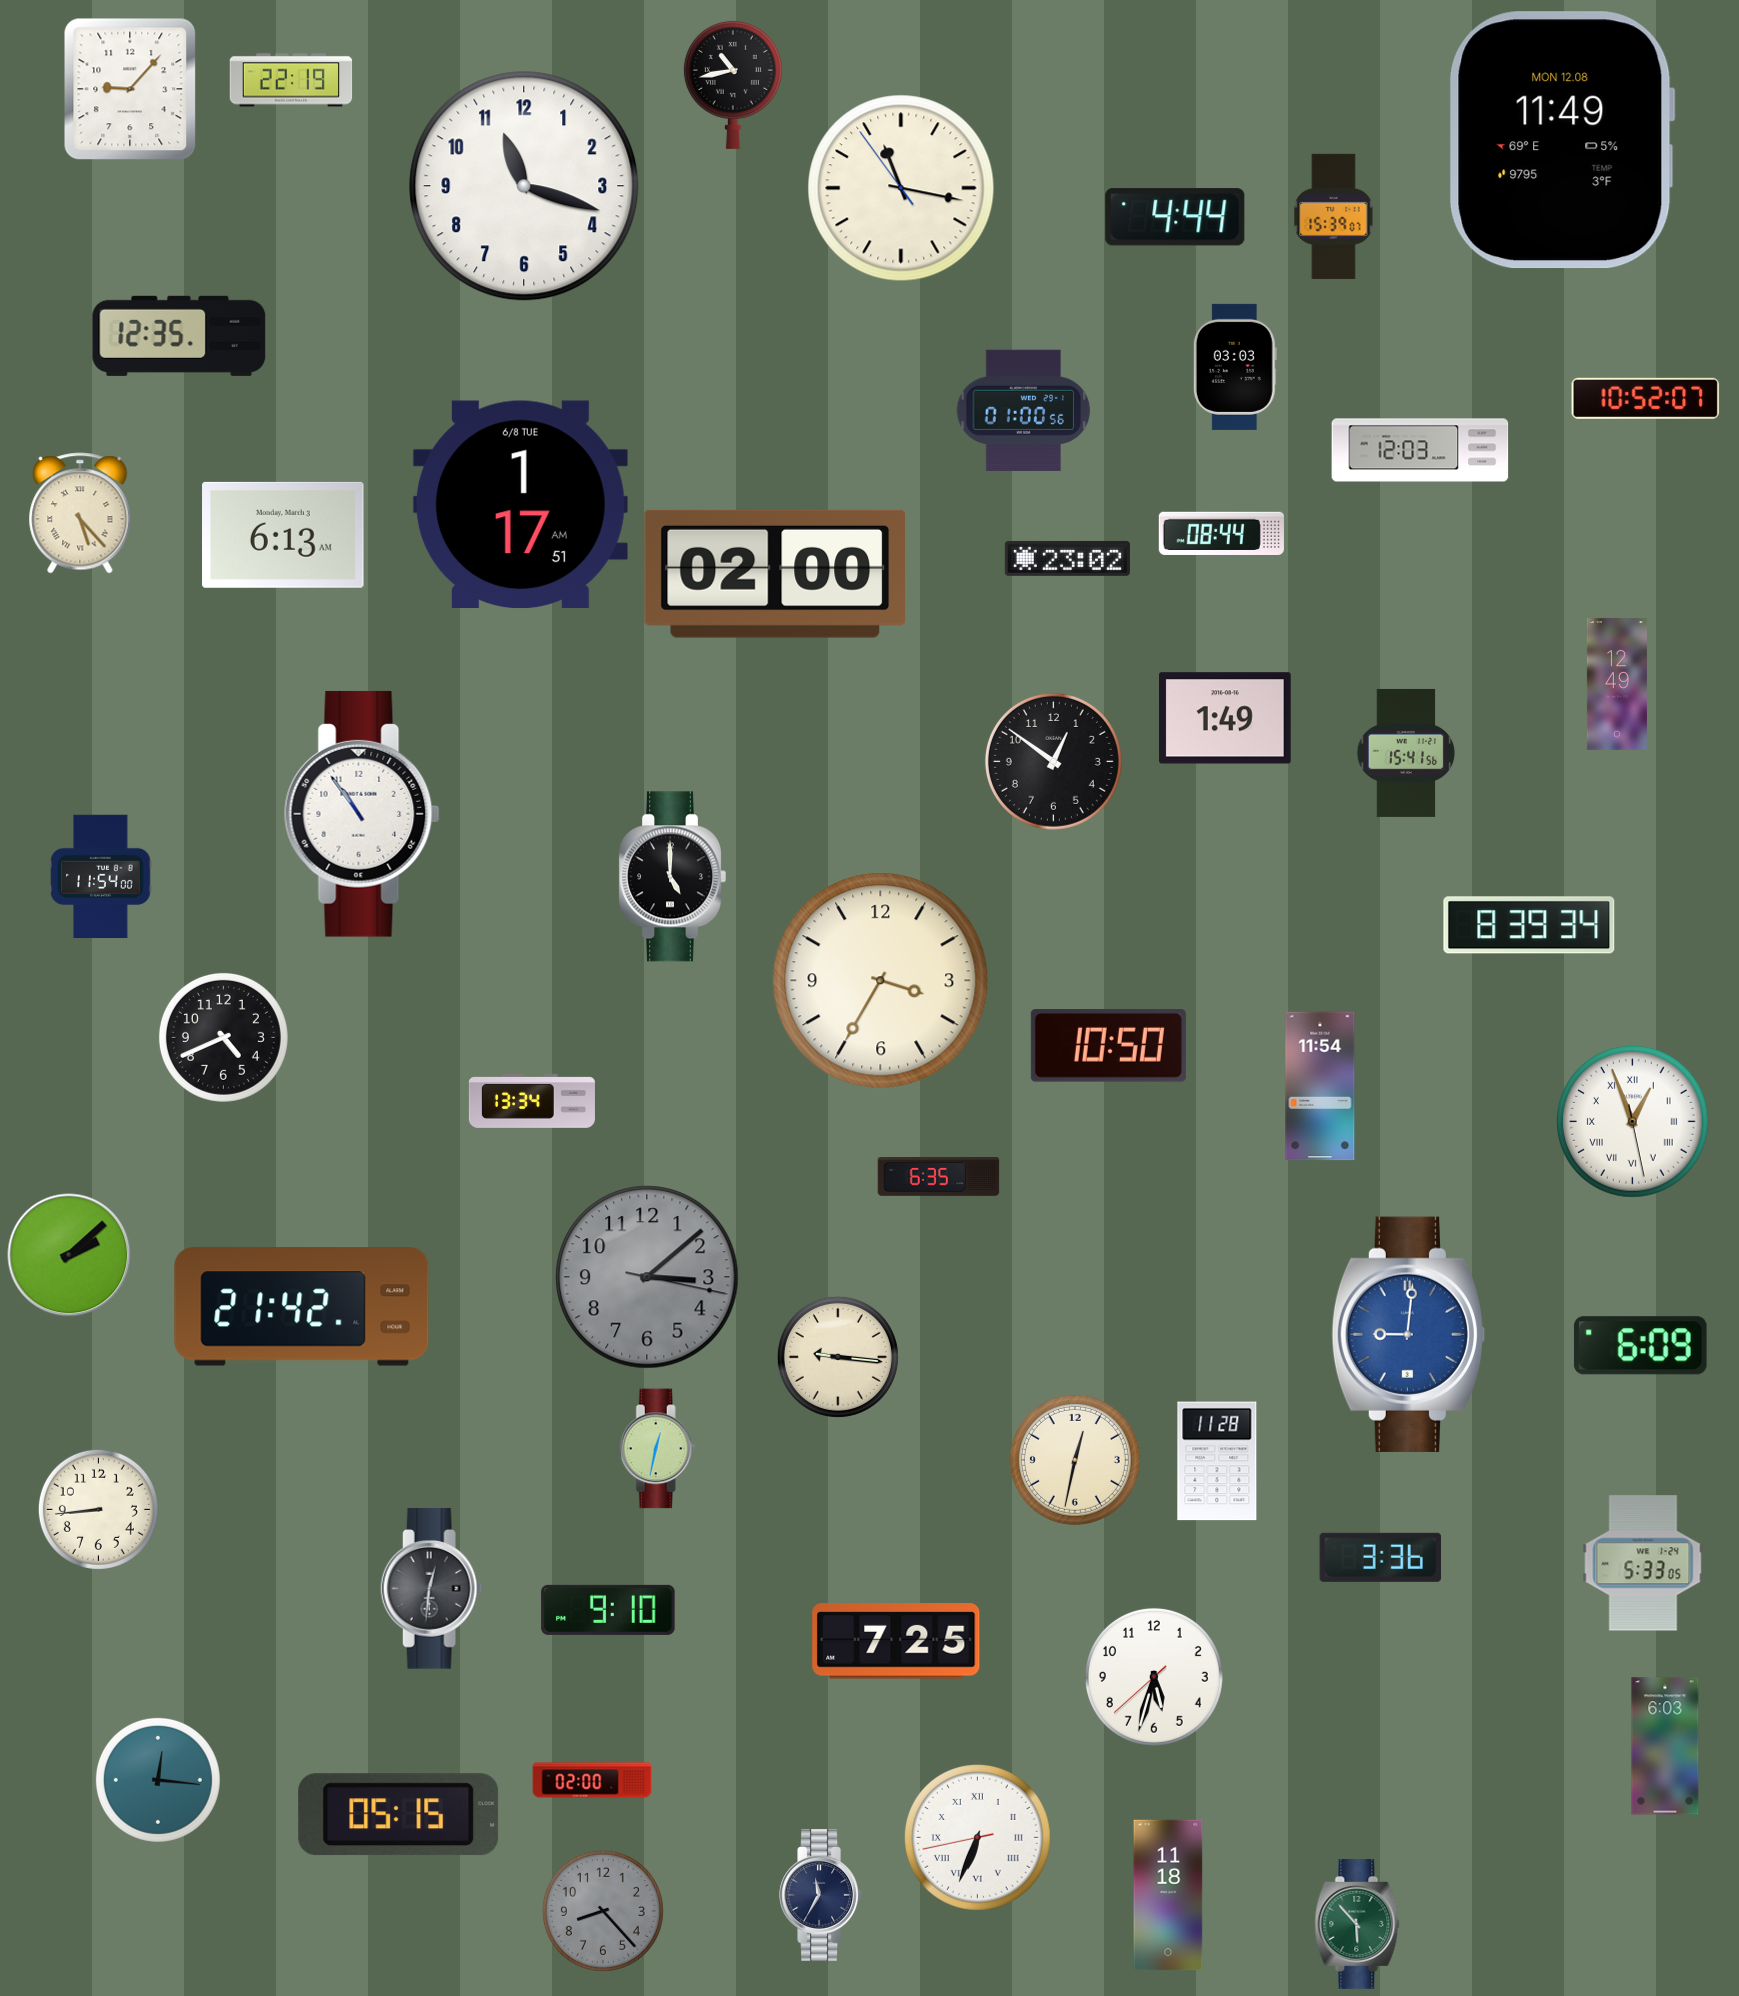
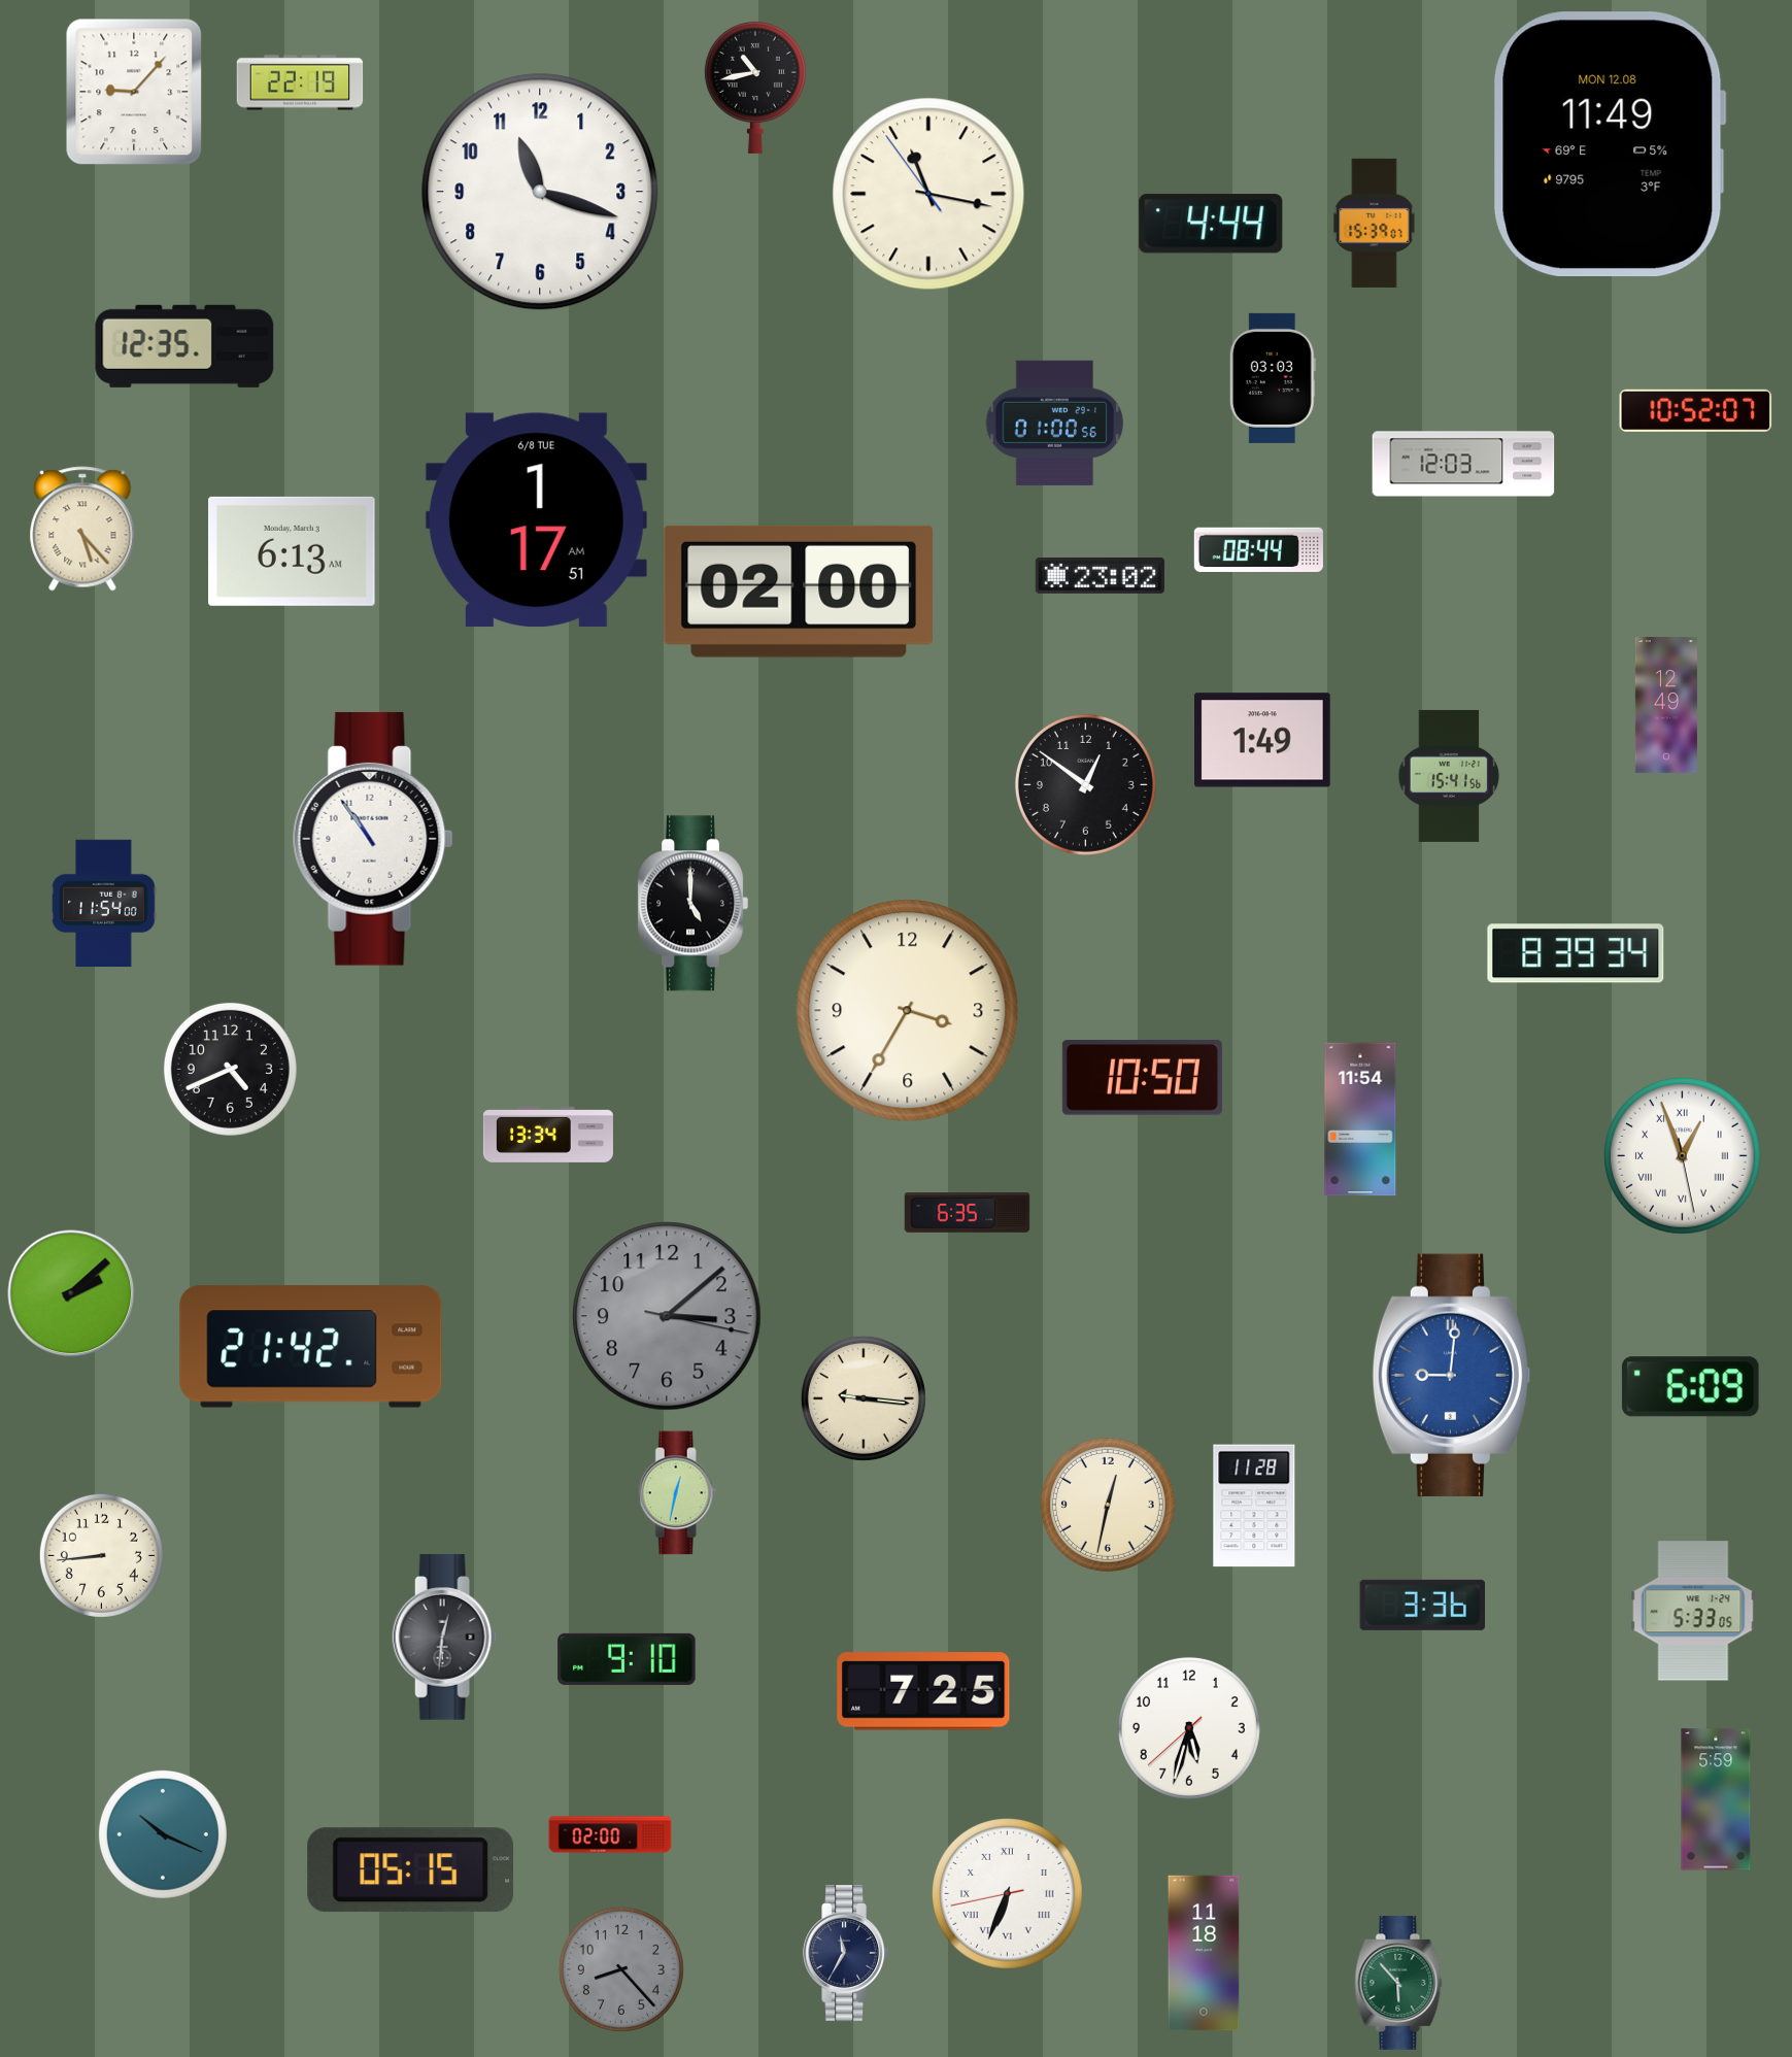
clock at (1665, 1746): 6:03 -> 5:59
clock at (158, 1780): 12:16 -> 10:19
